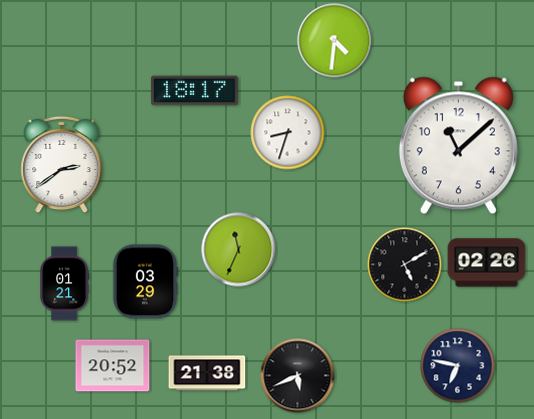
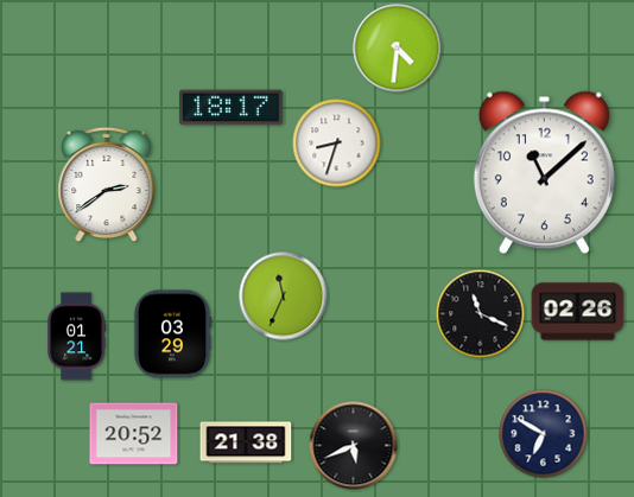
clock at (288, 133) position: (288, 133) -> (337, 144)
clock at (62, 165) position: (62, 165) -> (107, 185)
clock at (405, 265): 5:10 -> 11:19
clock at (458, 366): 6:47 -> 6:50
